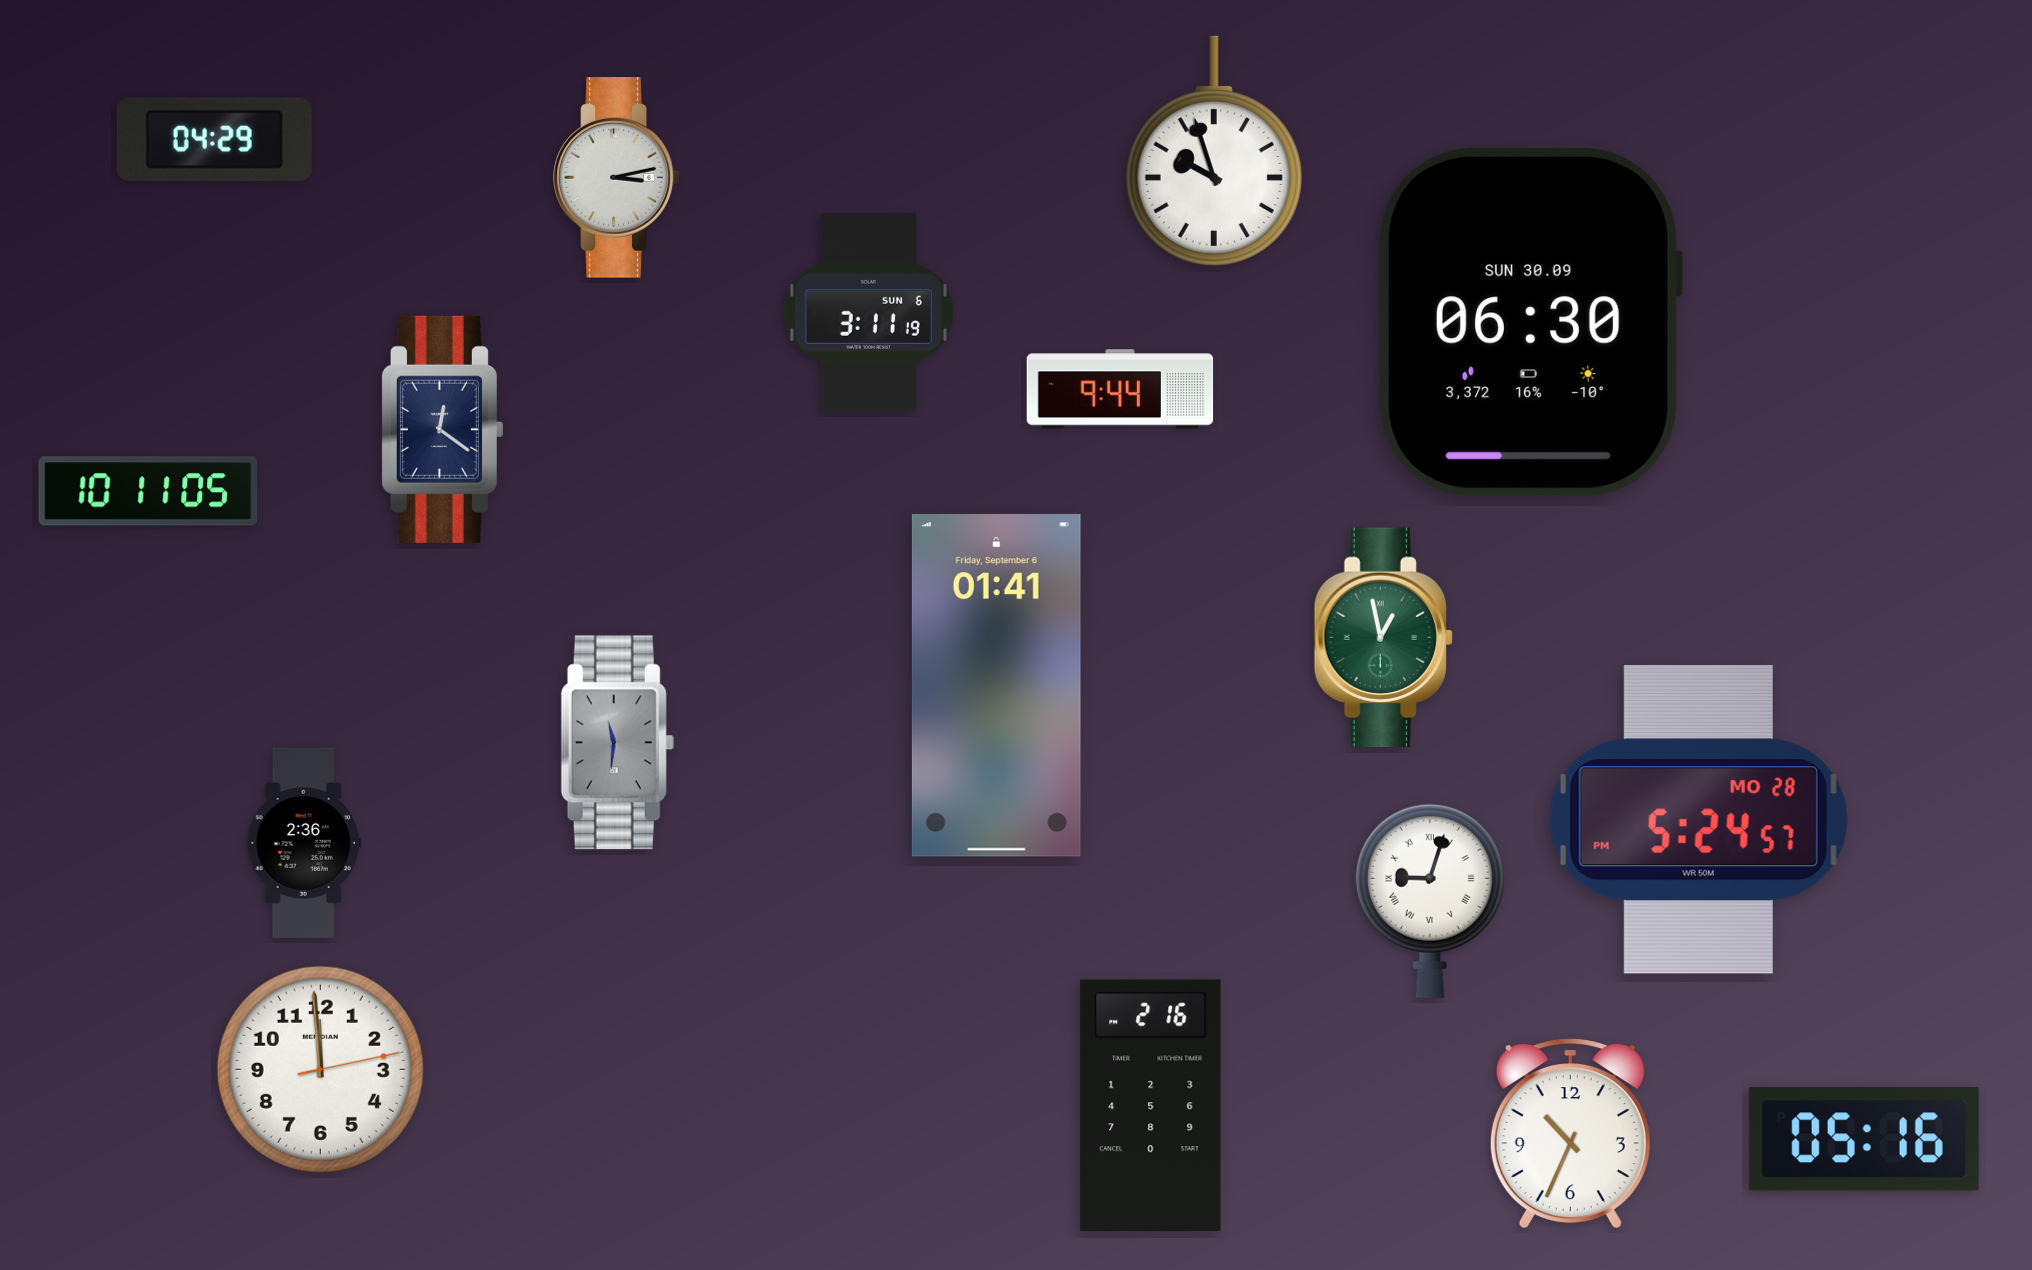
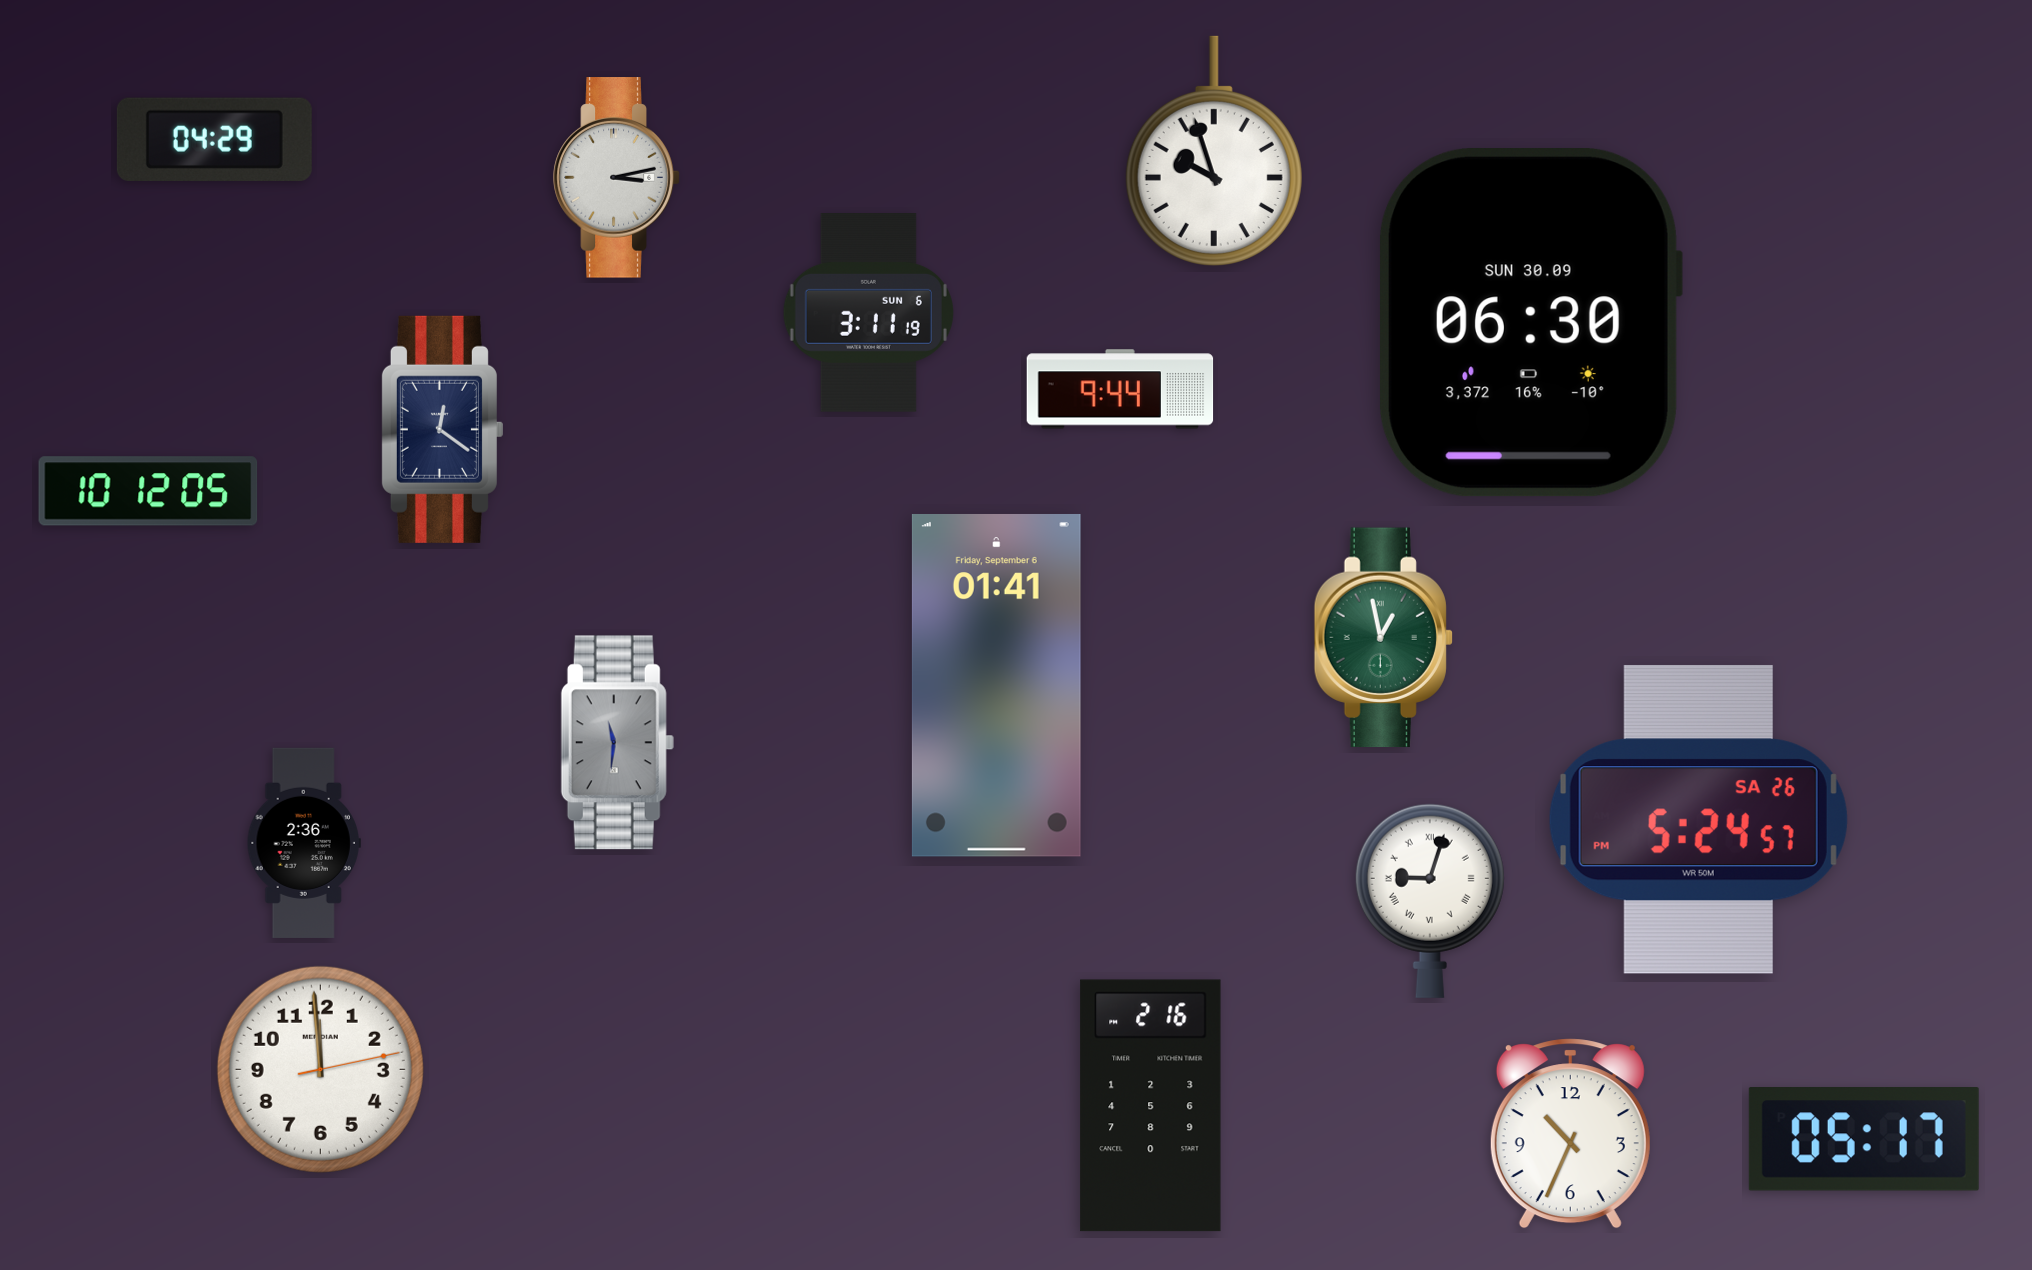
clock at (148, 491): 10:11 -> 10:12
clock at (1698, 819) date: MO 28 -> SA 26
clock at (1864, 1140): 05:16 -> 05:17
